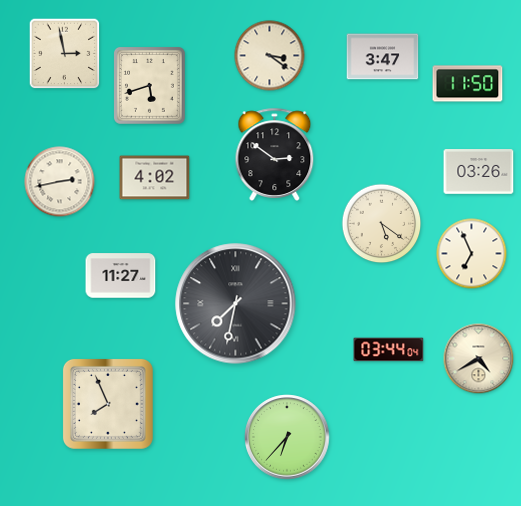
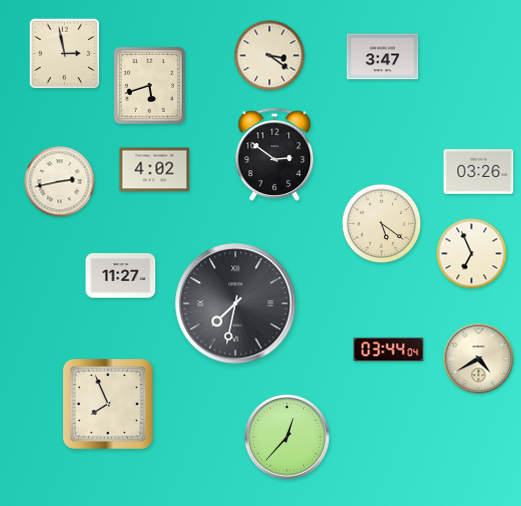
clock at (468, 84): 11:50 -> none
clock at (155, 178) position: (155, 178) -> (155, 170)
clock at (287, 437): 6:37 -> 12:37
